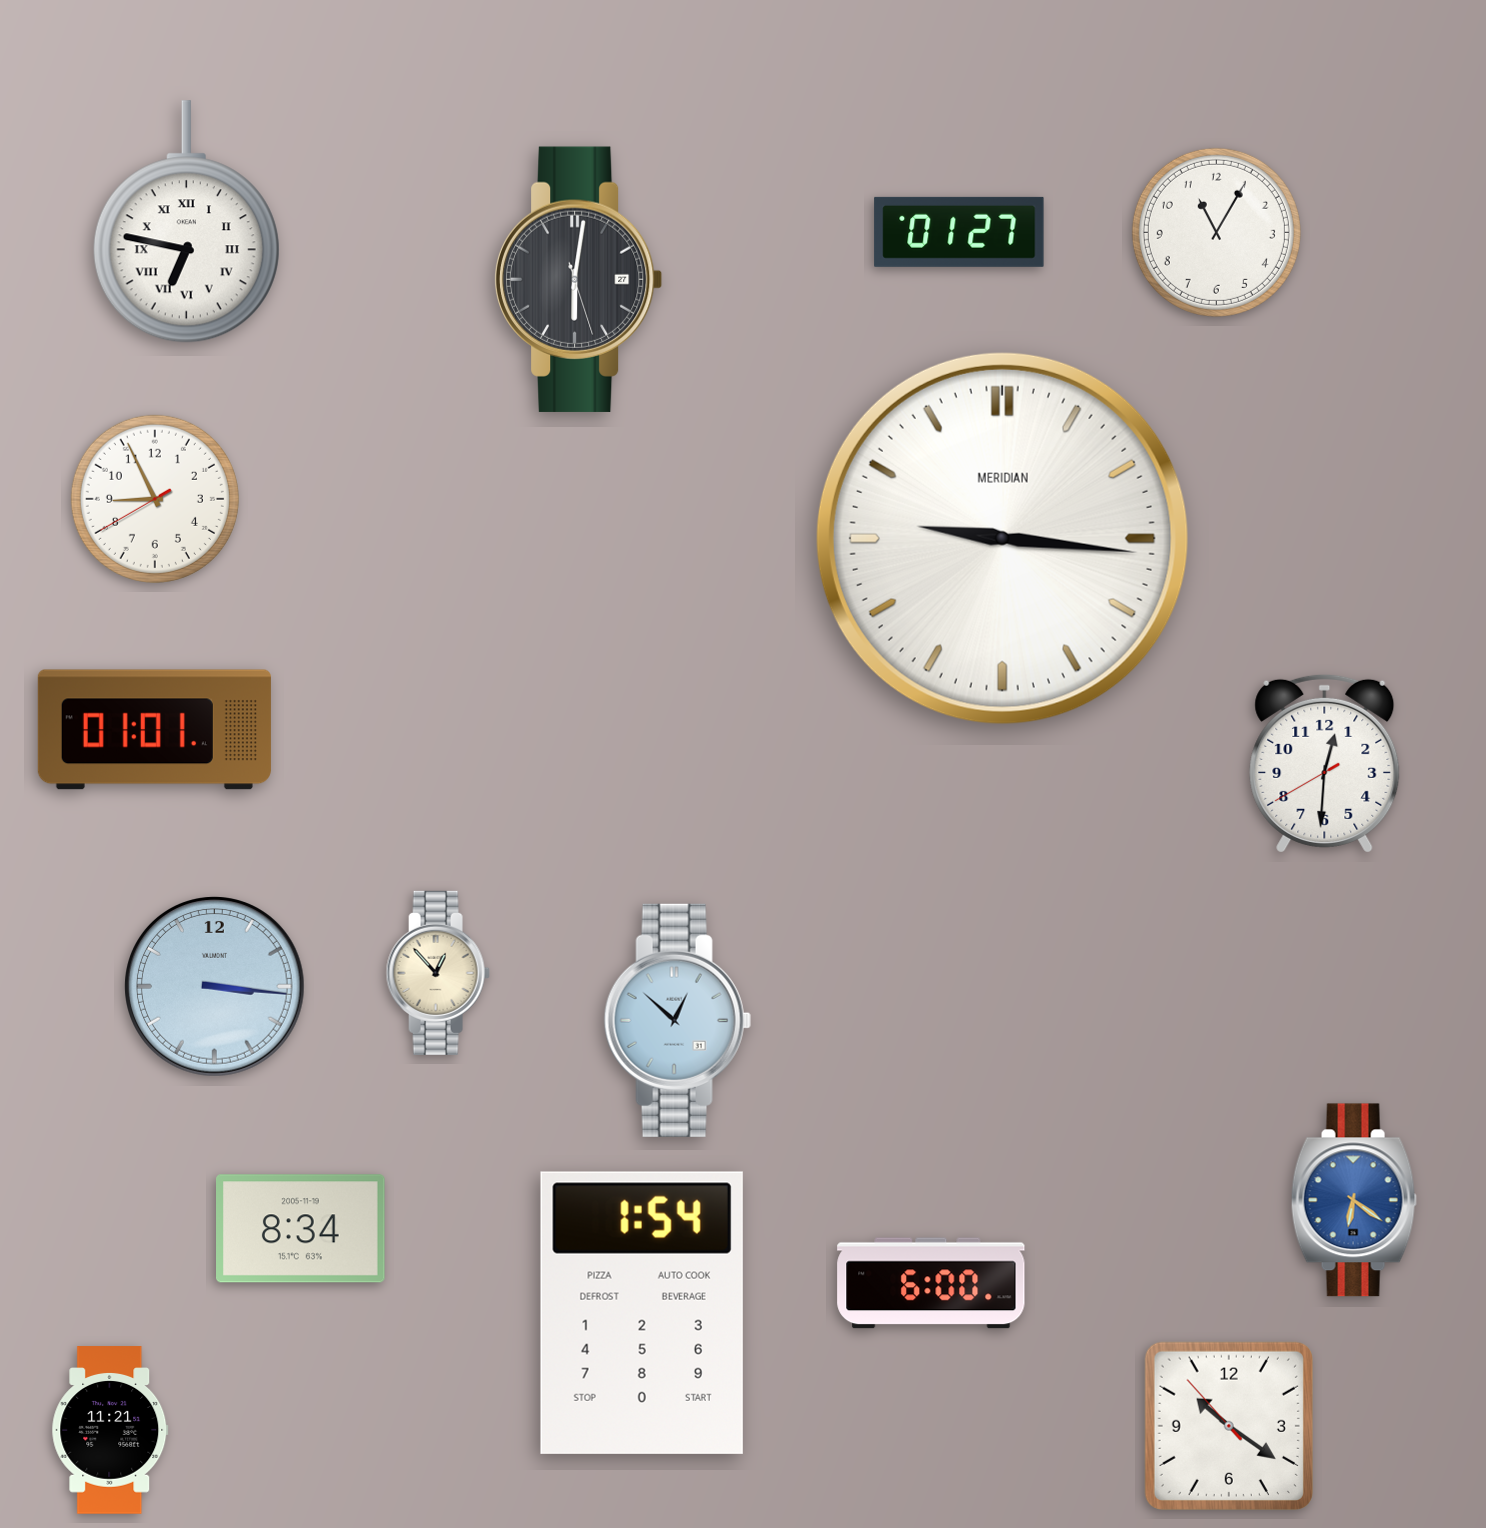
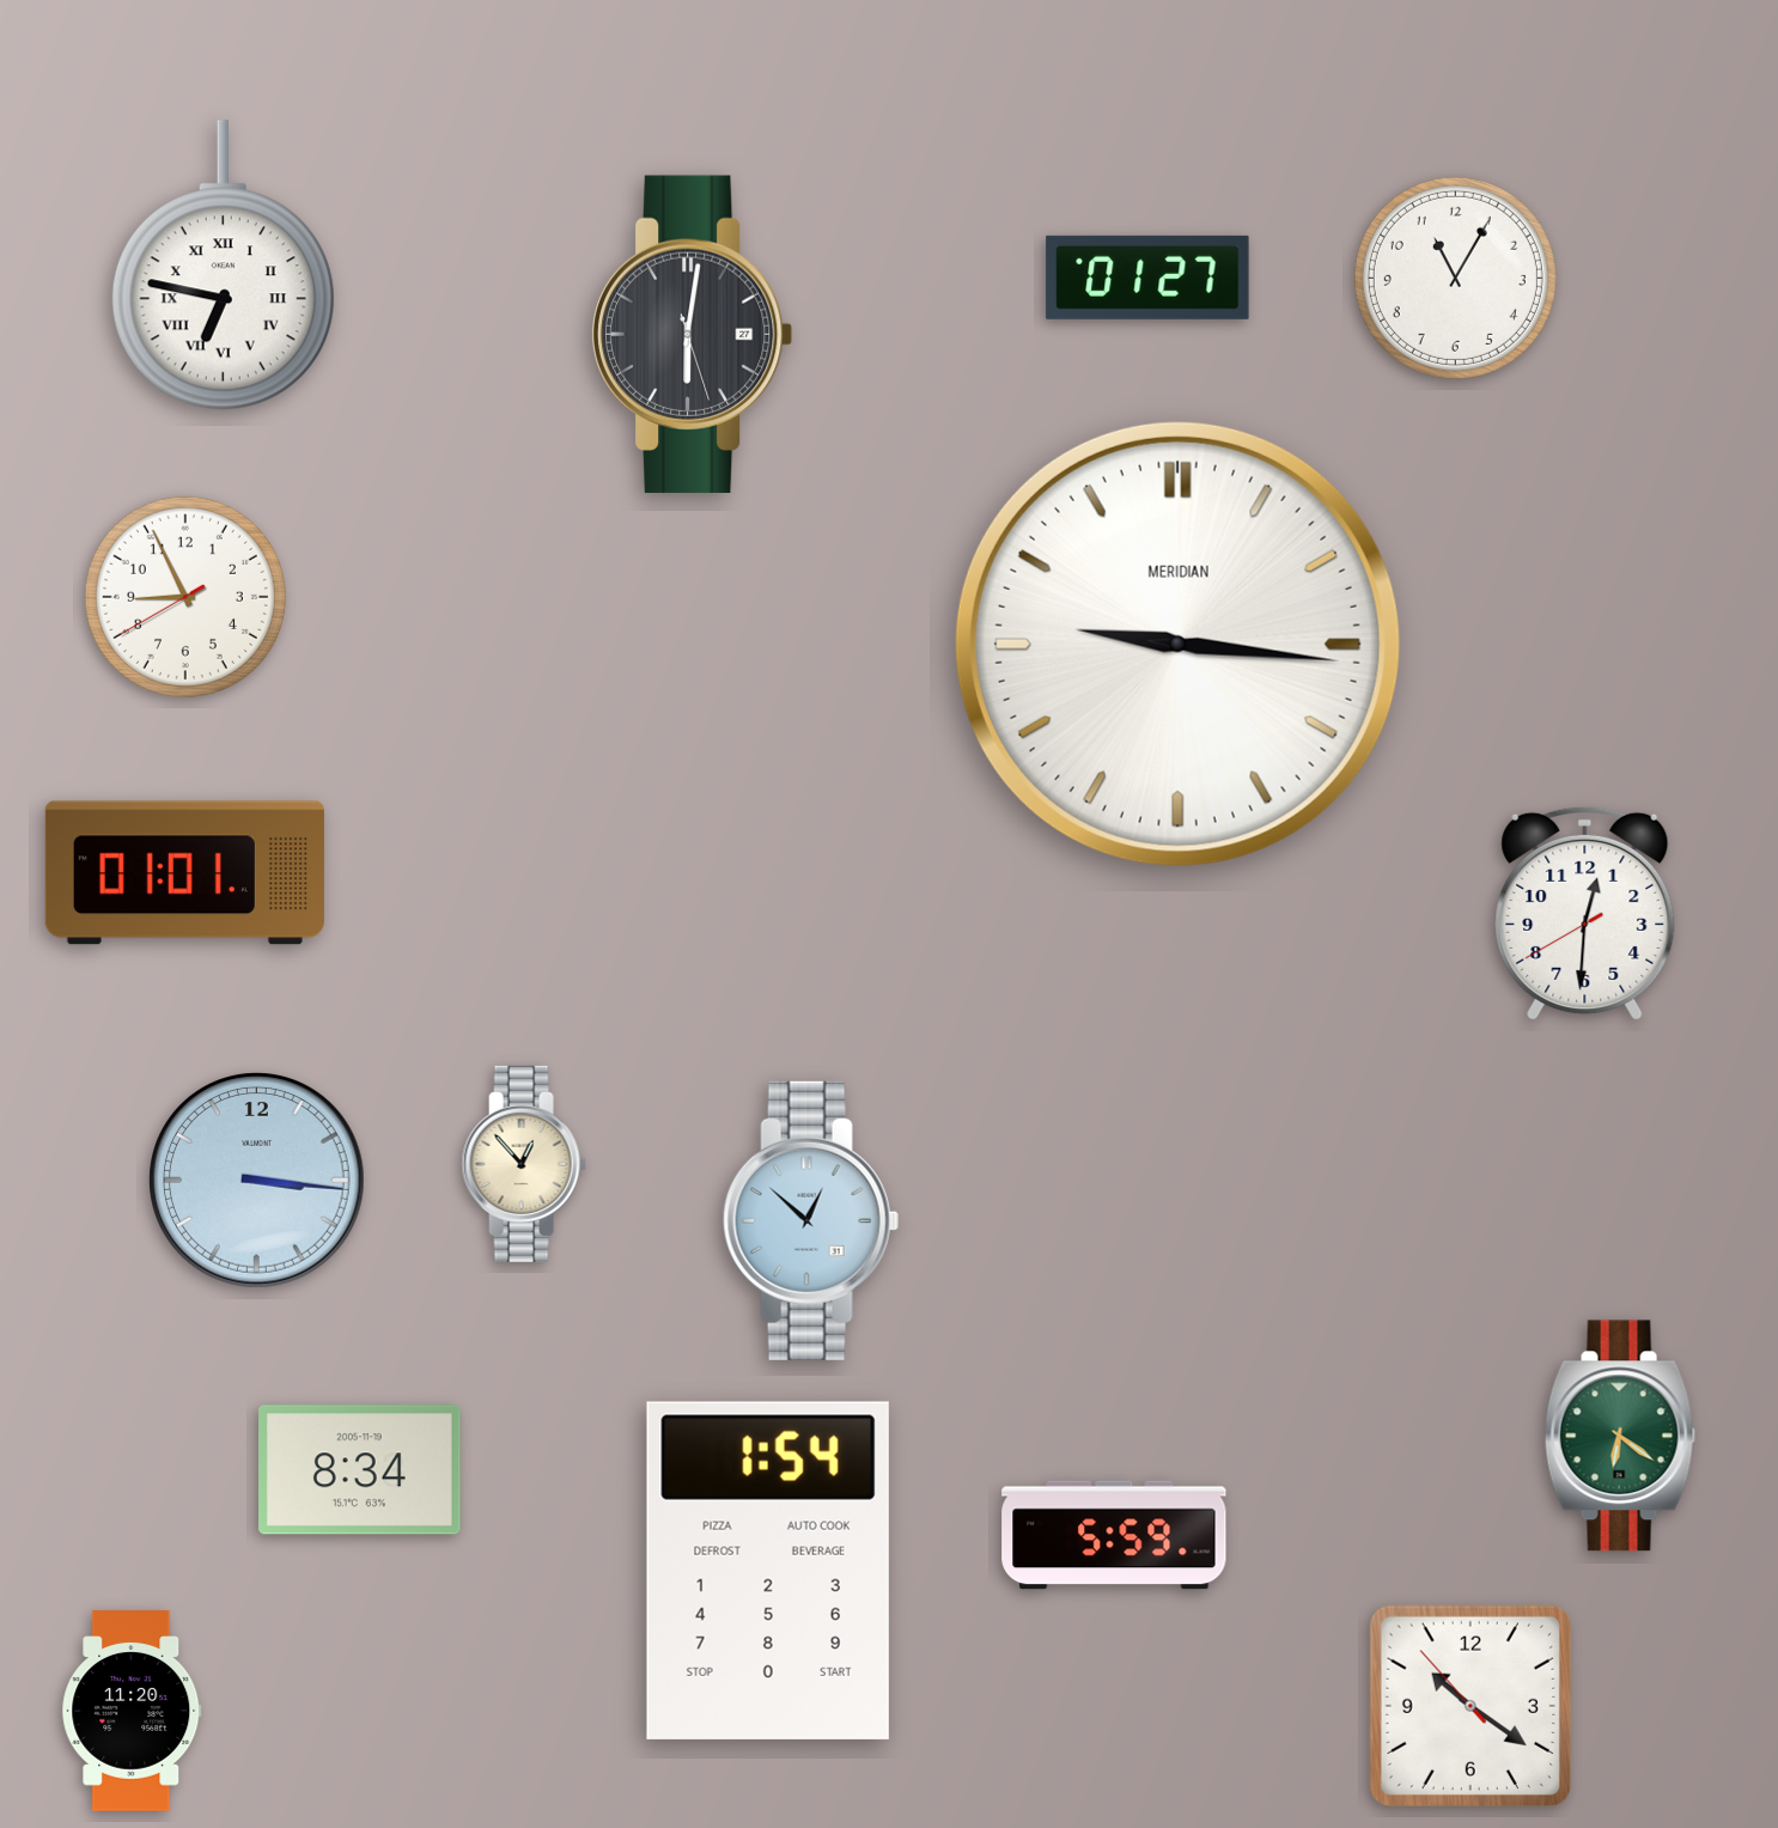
clock at (1002, 538) position: (1002, 538) -> (1177, 644)
clock at (1354, 1200) dial: blue -> green
clock at (931, 1283): 6:00 -> 5:59
clock at (110, 1430): 11:21 -> 11:20
